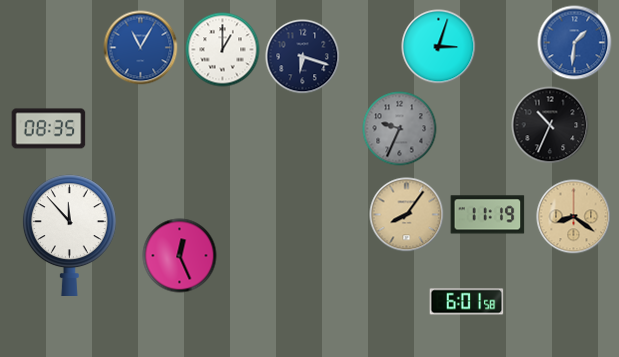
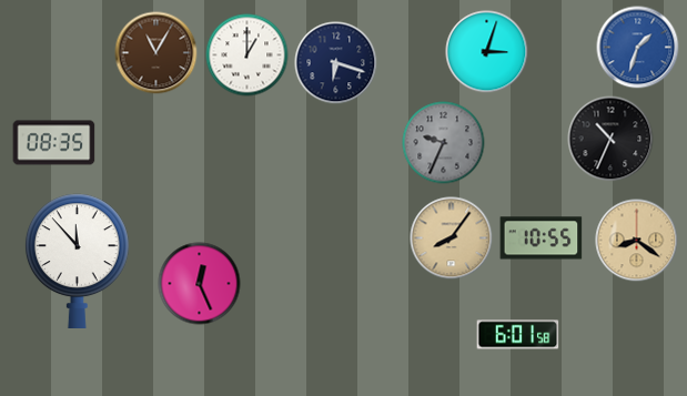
clock at (575, 43): 1:31 -> 1:33
clock at (141, 48) dial: blue -> brown
clock at (488, 215): 11:19 -> 10:55
